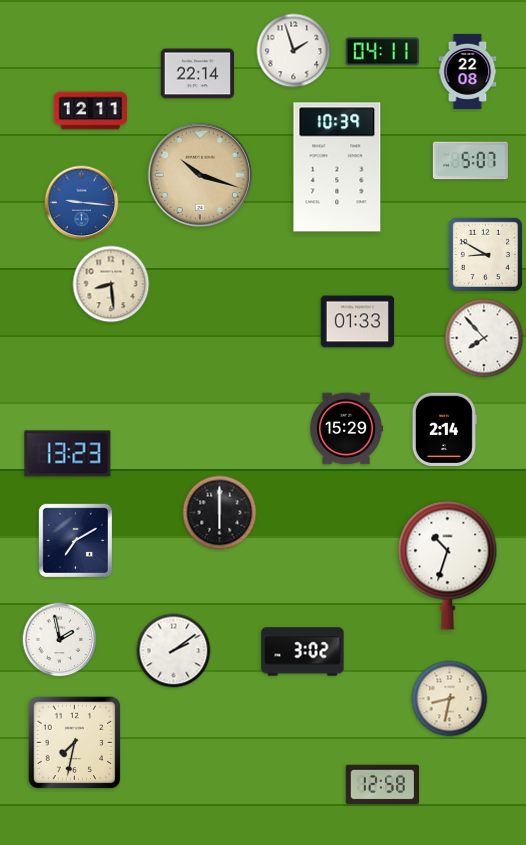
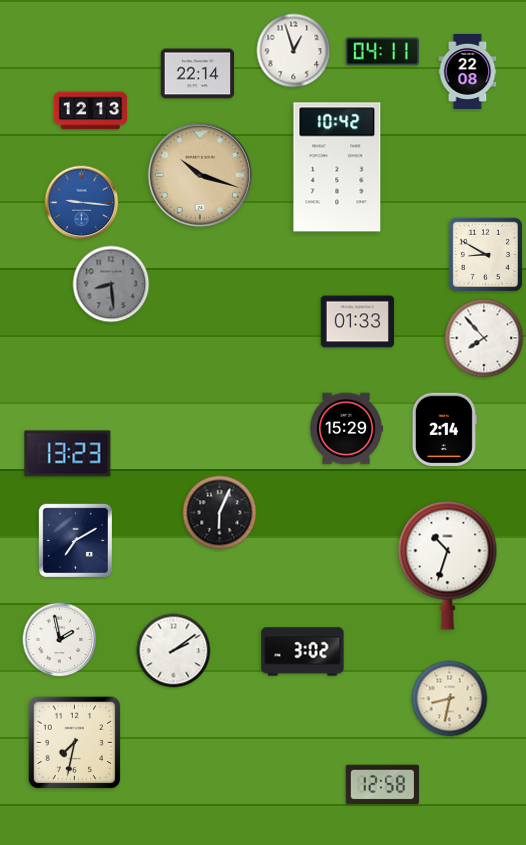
clock at (294, 51): 1:57 -> 12:57
clock at (91, 111): 12:11 -> 12:13
clock at (470, 161): 5:07 -> none
clock at (337, 167): 10:39 -> 10:42
clock at (111, 284) dial: cream -> grey
clock at (220, 513): 6:00 -> 6:04
